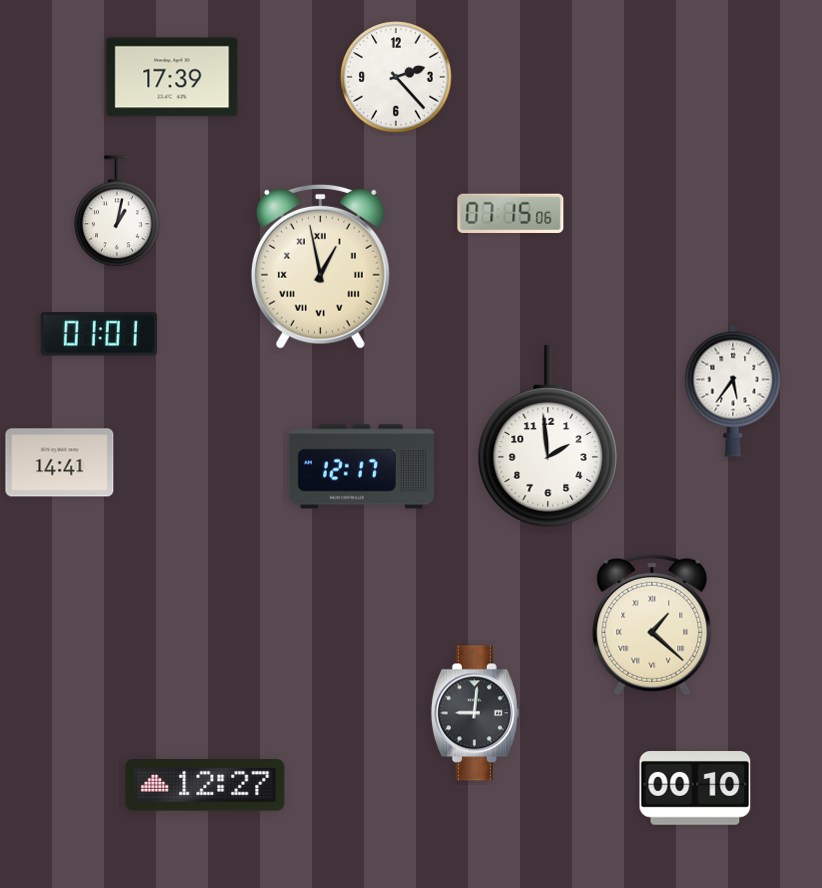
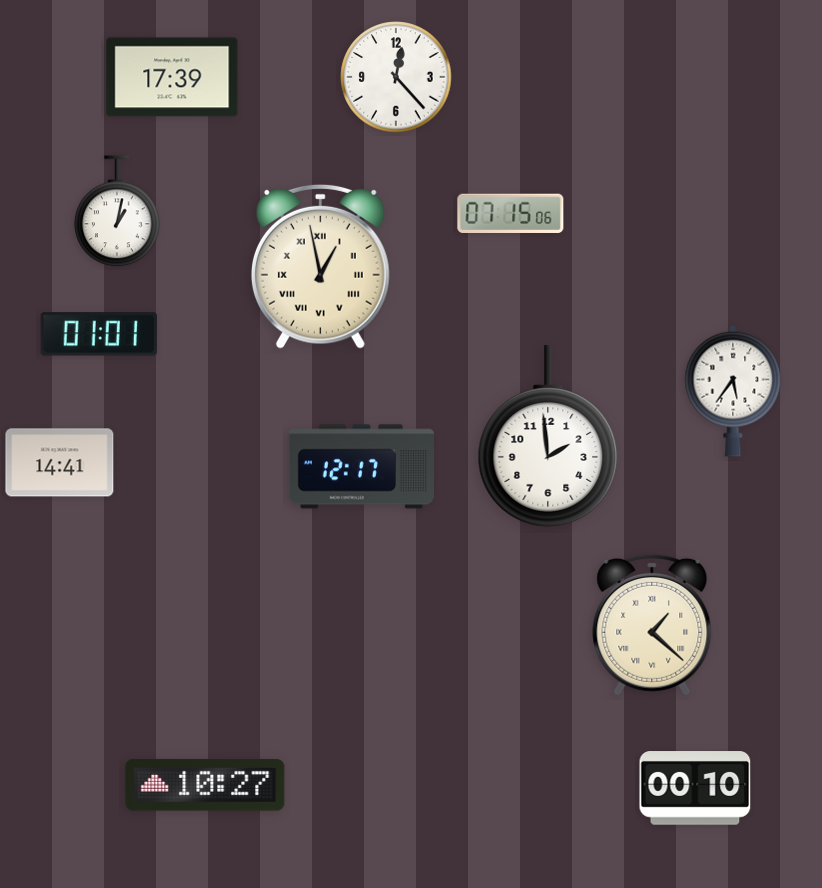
clock at (396, 77): 2:23 -> 12:23
clock at (475, 713): 9:01 -> none
clock at (205, 785): 12:27 -> 10:27
